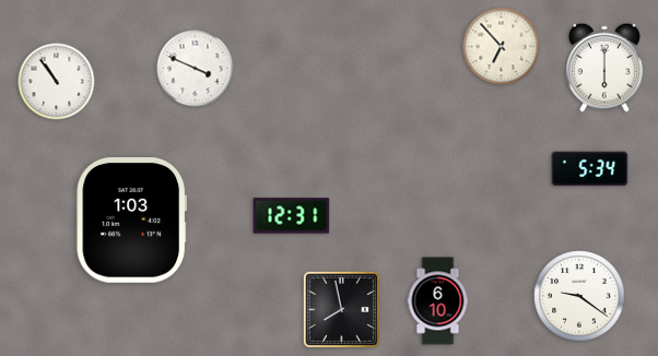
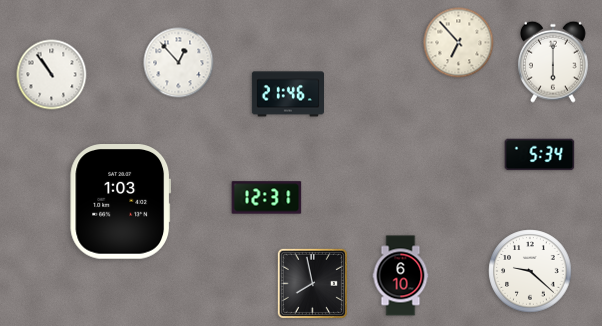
clock at (196, 69): 3:49 -> 12:53
clock at (287, 94): none -> 21:46
clock at (579, 296): 9:21 -> 9:22
